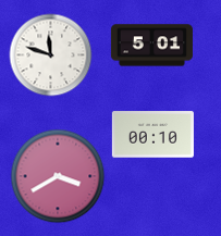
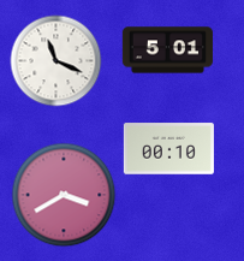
clock at (51, 55): 11:48 -> 11:19
